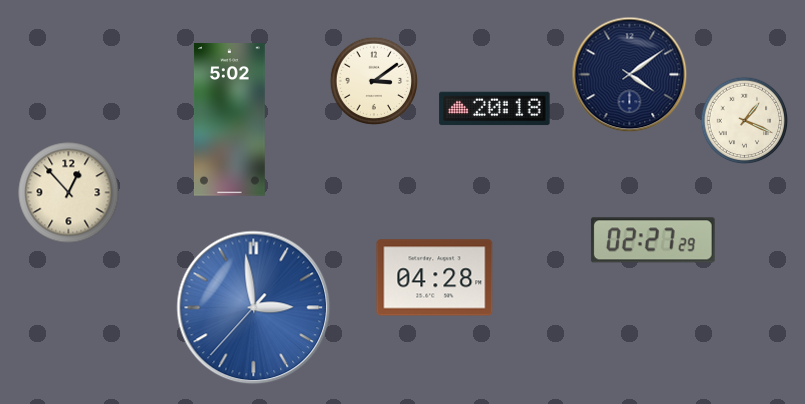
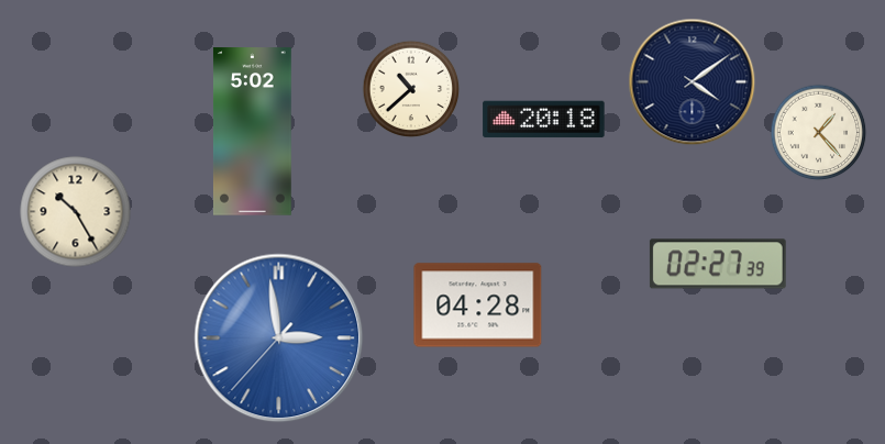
clock at (374, 81): 3:09 -> 10:38
clock at (745, 121): 1:19 -> 1:23
clock at (69, 193): 12:53 -> 10:25
clock at (653, 240): 02:27:29 -> 02:27:39
